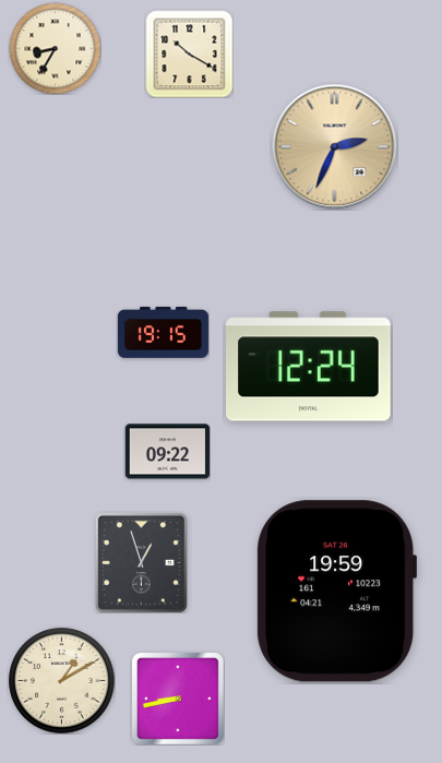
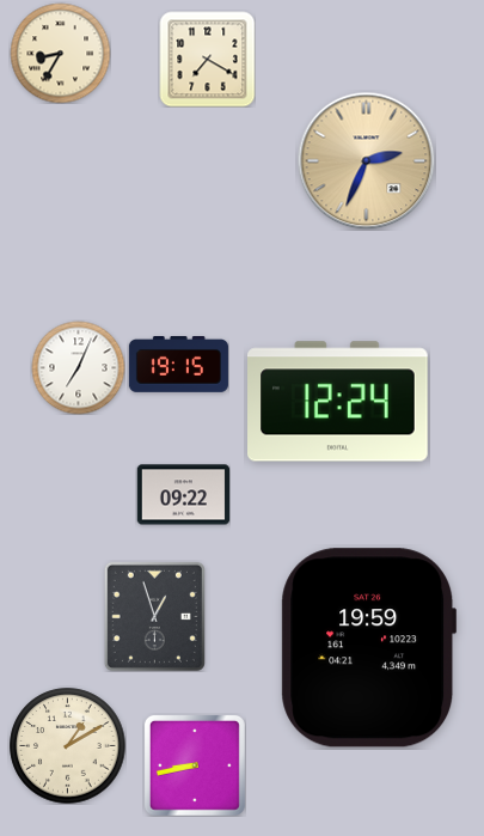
clock at (189, 53): 10:20 -> 7:20
clock at (78, 367): none -> 7:04
